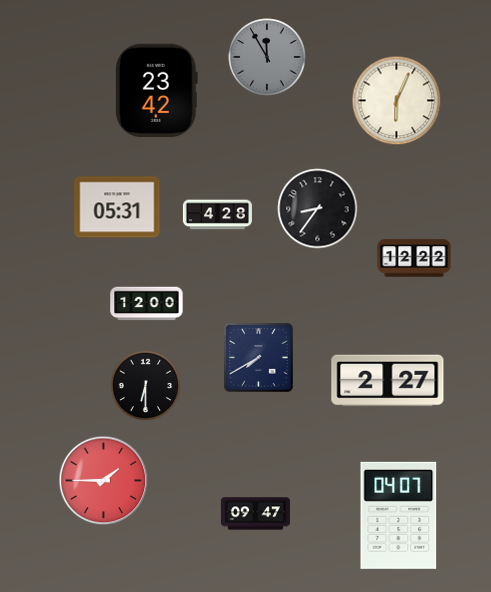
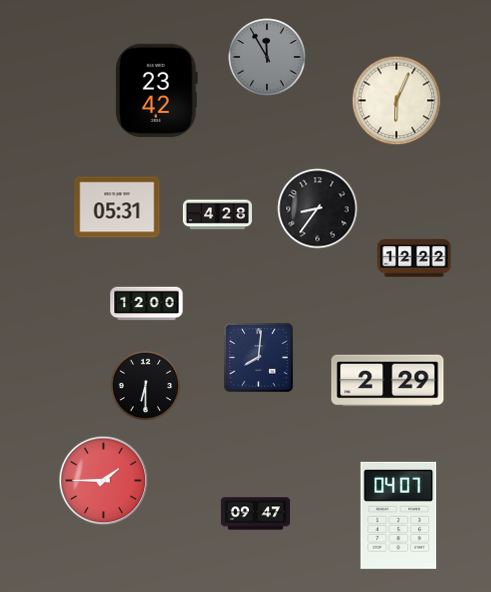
clock at (259, 358): 7:40 -> 8:01
clock at (388, 381): 2:27 -> 2:29
